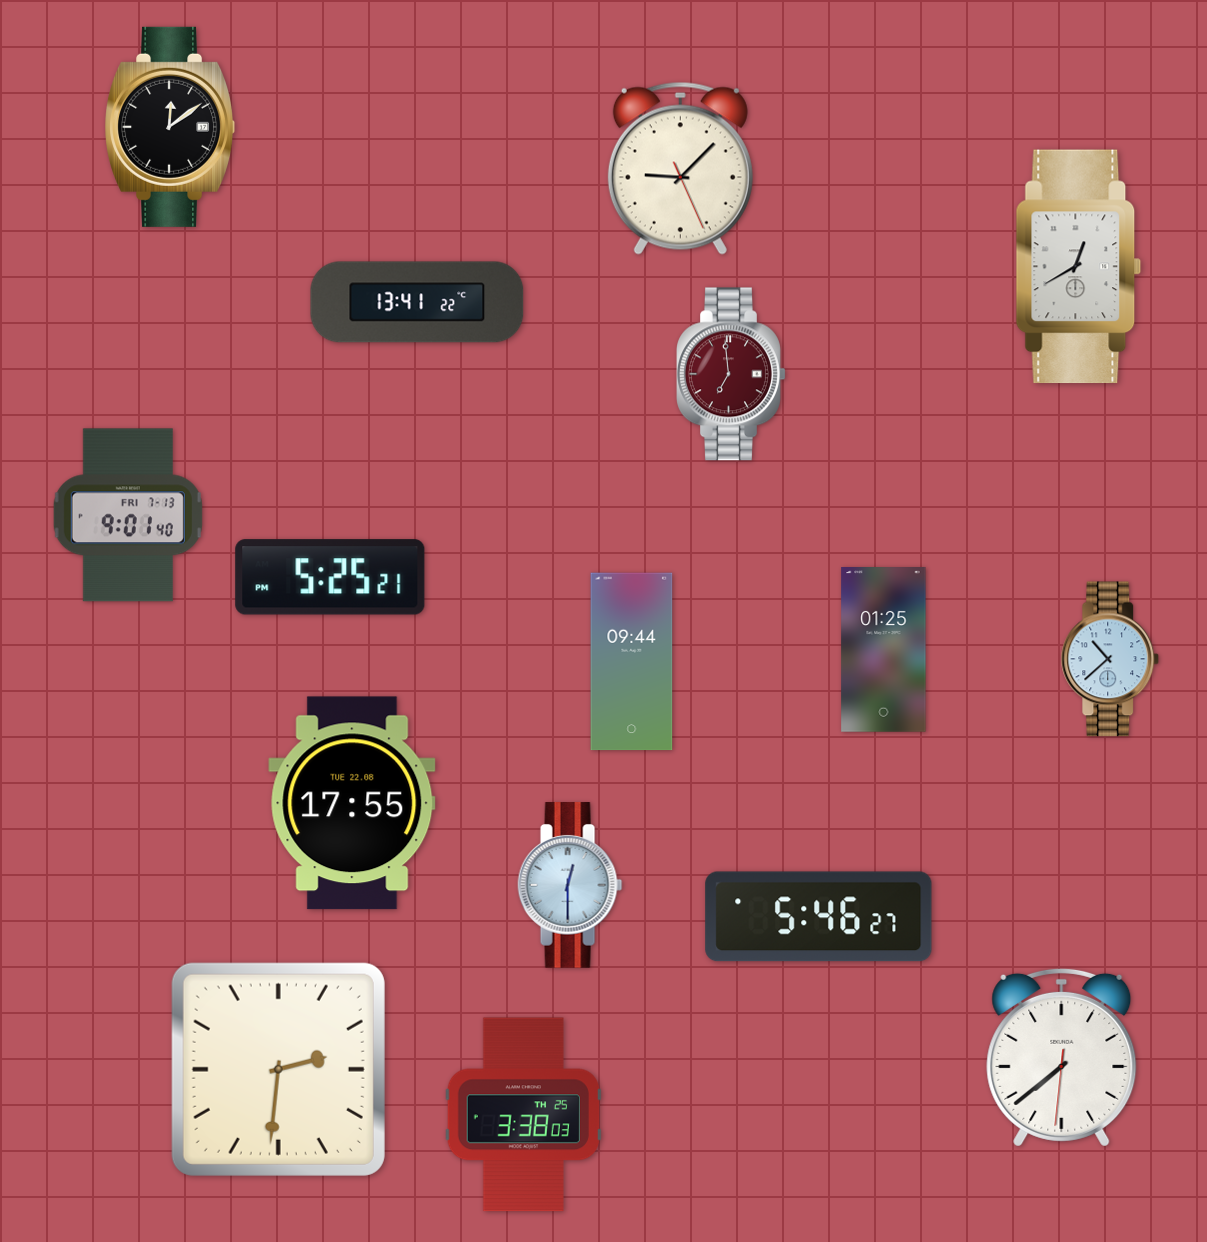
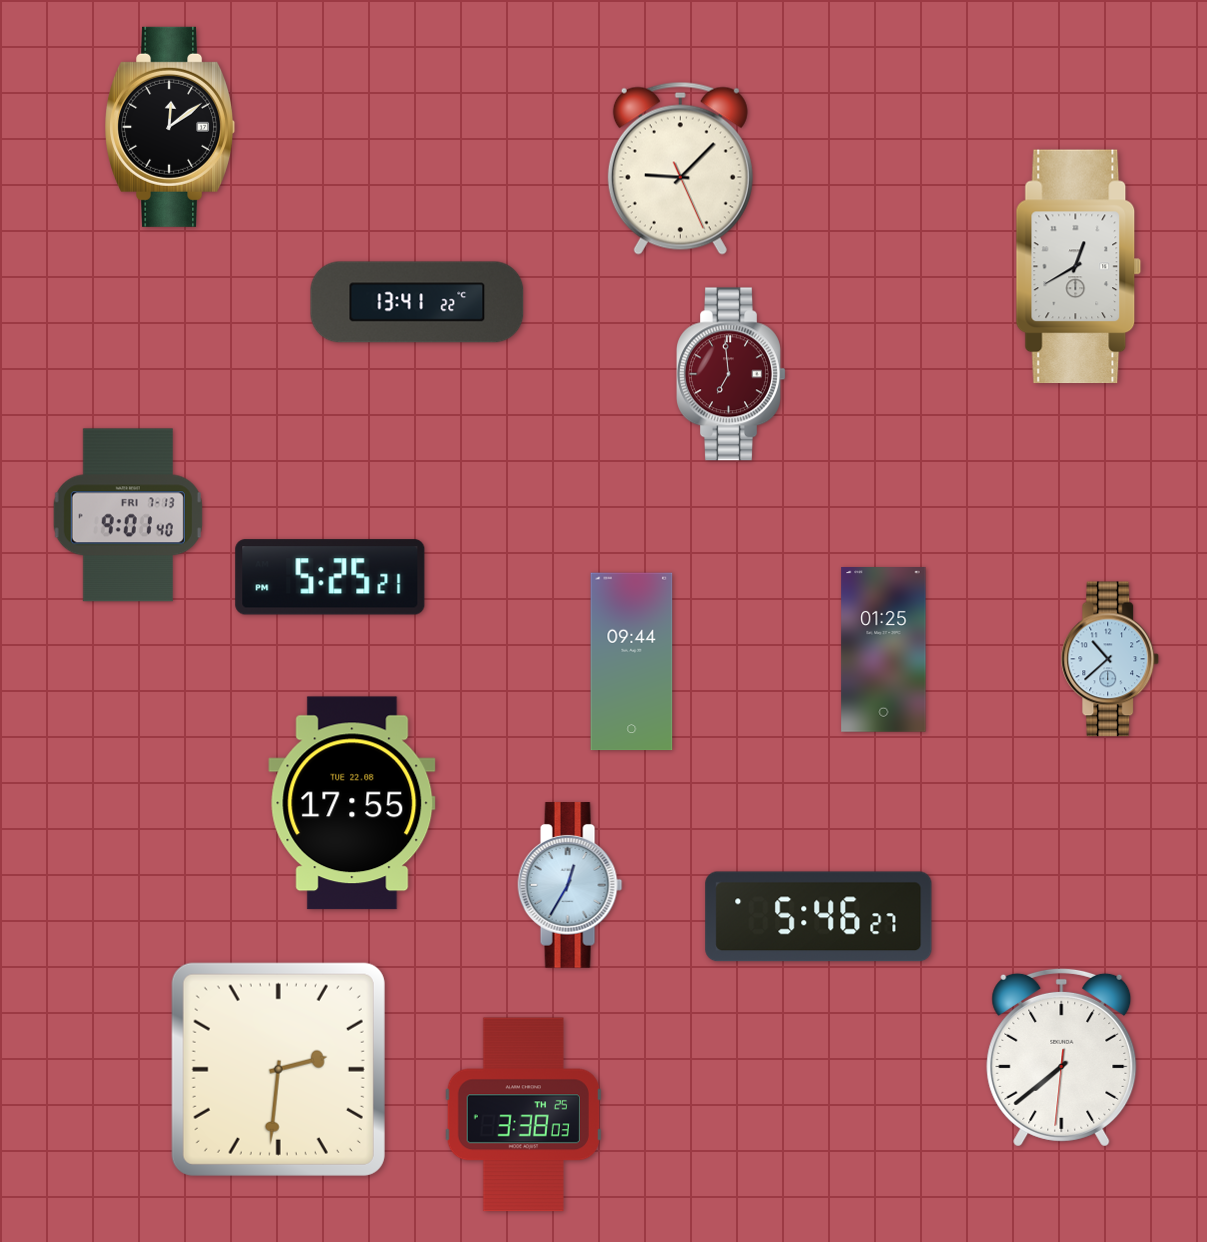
clock at (570, 885): 12:30 -> 12:35
